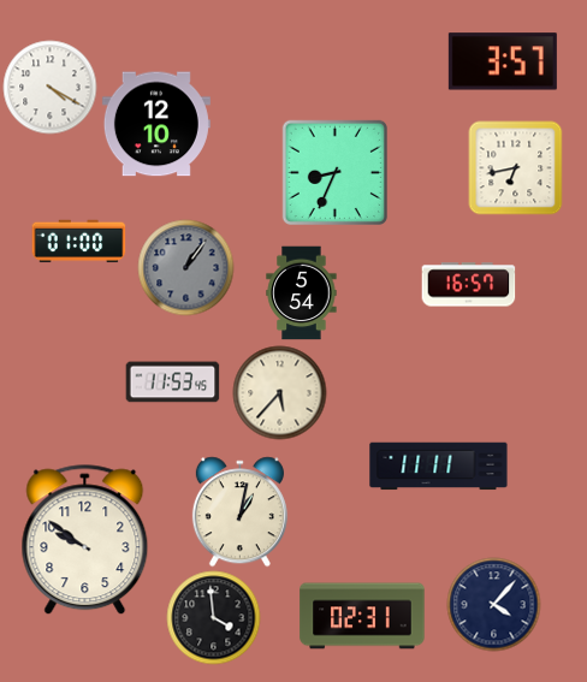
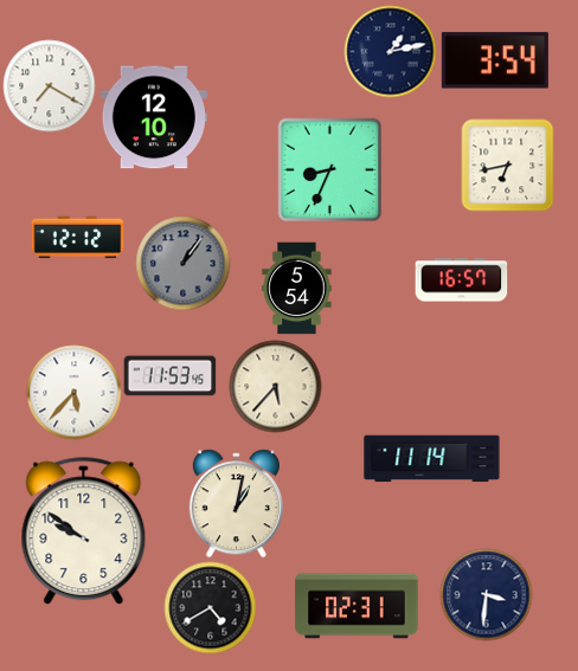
clock at (390, 51): none -> 1:13
clock at (503, 61): 3:57 -> 3:54
clock at (49, 87): 4:20 -> 7:20
clock at (156, 124) position: (156, 124) -> (154, 117)
clock at (78, 242): 01:00 -> 12:12
clock at (73, 392): none -> 5:37
clock at (439, 467): 11:11 -> 11:14
clock at (493, 604): 4:07 -> 3:31
clock at (213, 617): 3:59 -> 4:40
